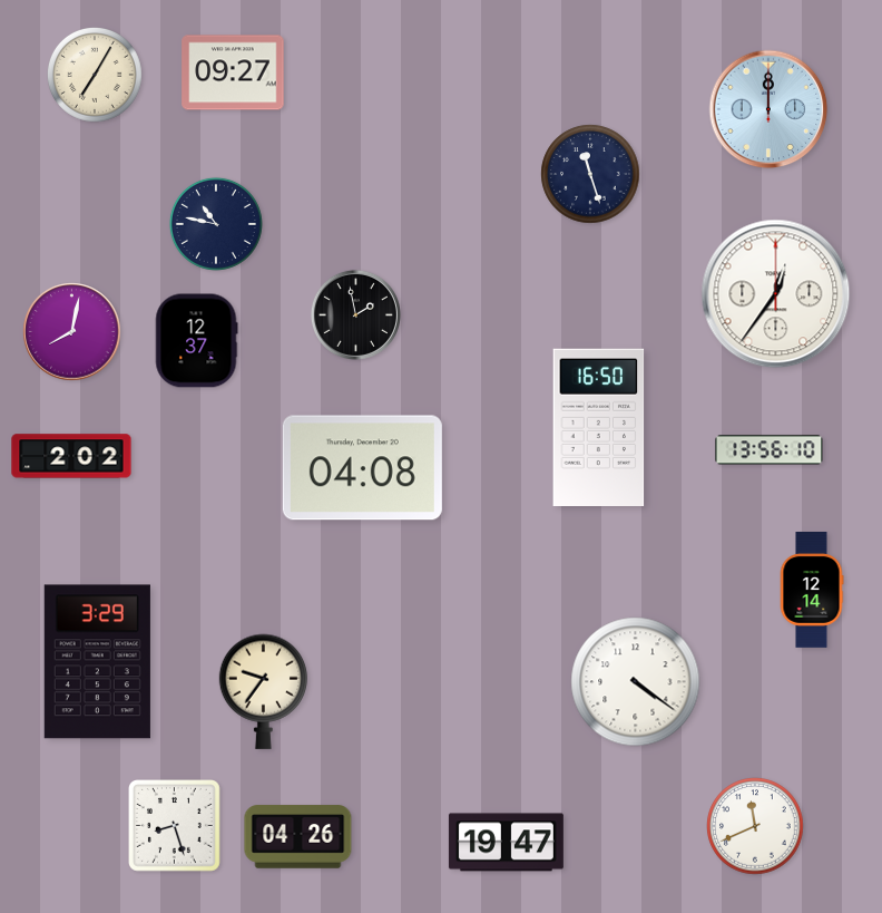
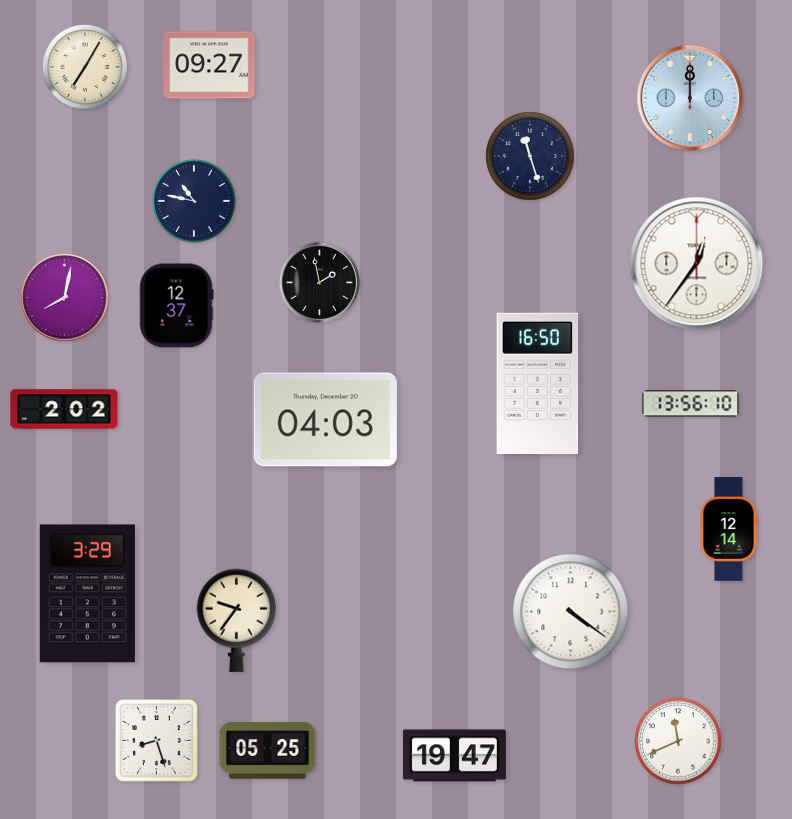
clock at (362, 468): 04:08 -> 04:03
clock at (298, 837): 04:26 -> 05:25
